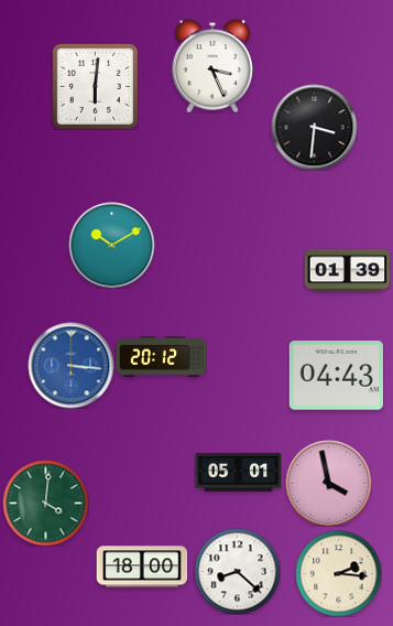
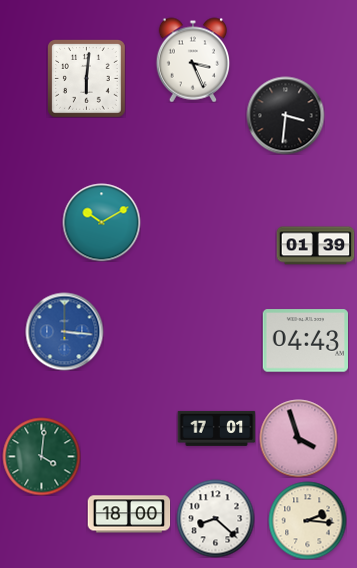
clock at (161, 357): 20:12 -> none
clock at (238, 472): 05:01 -> 17:01
clock at (328, 483): 3:58 -> 3:57
